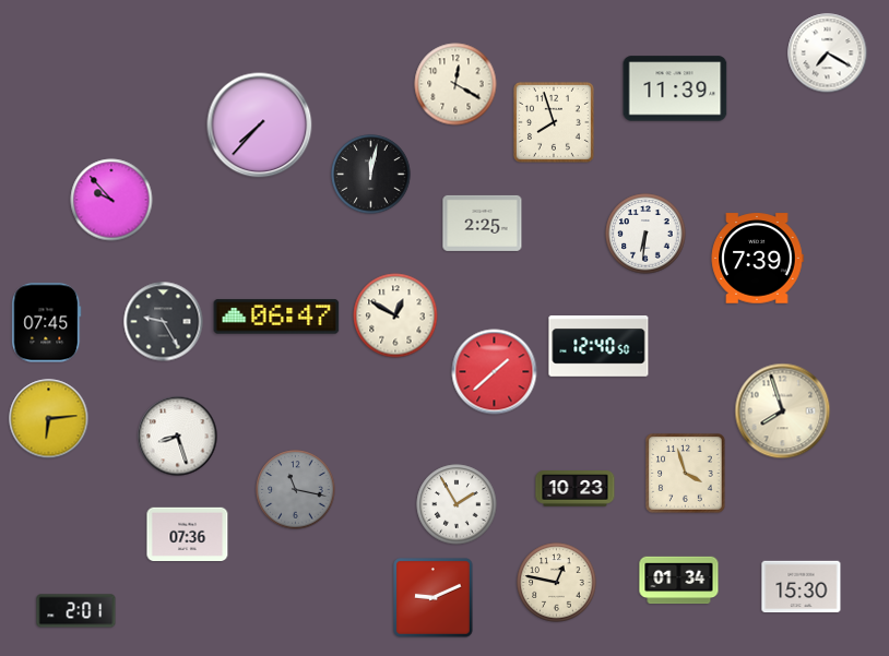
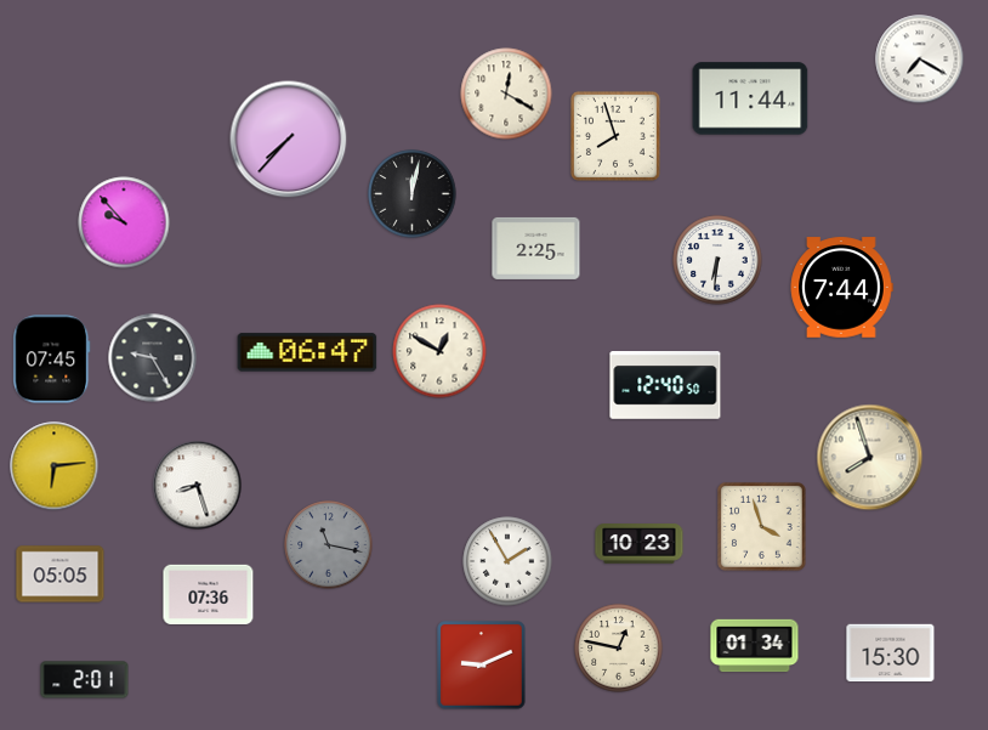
clock at (675, 88): 11:39 -> 11:44
clock at (757, 259): 7:39 -> 7:44
clock at (164, 322) position: (164, 322) -> (153, 358)
clock at (495, 372): 1:38 -> none
clock at (61, 575): none -> 05:05
